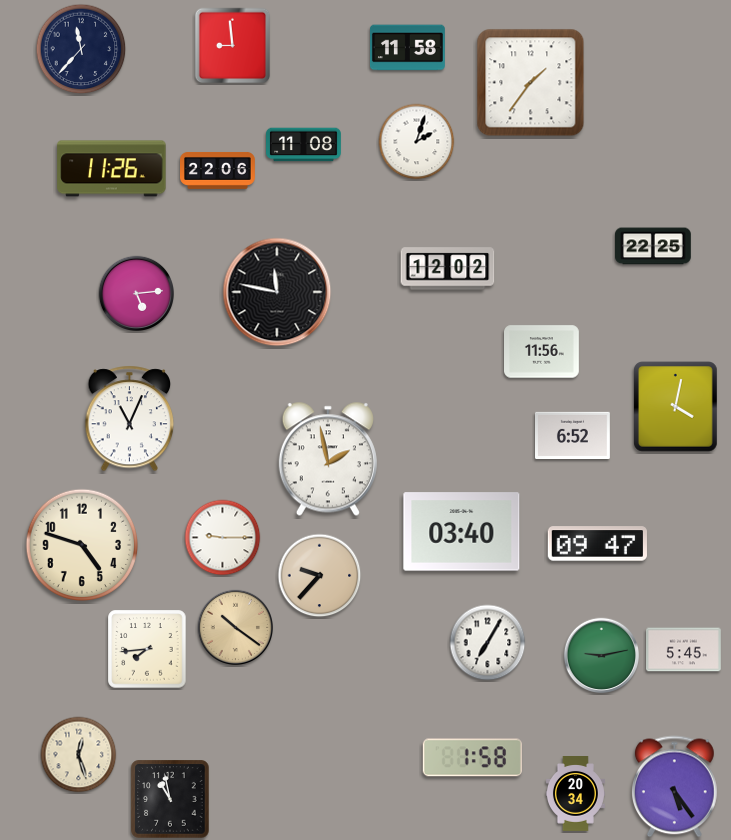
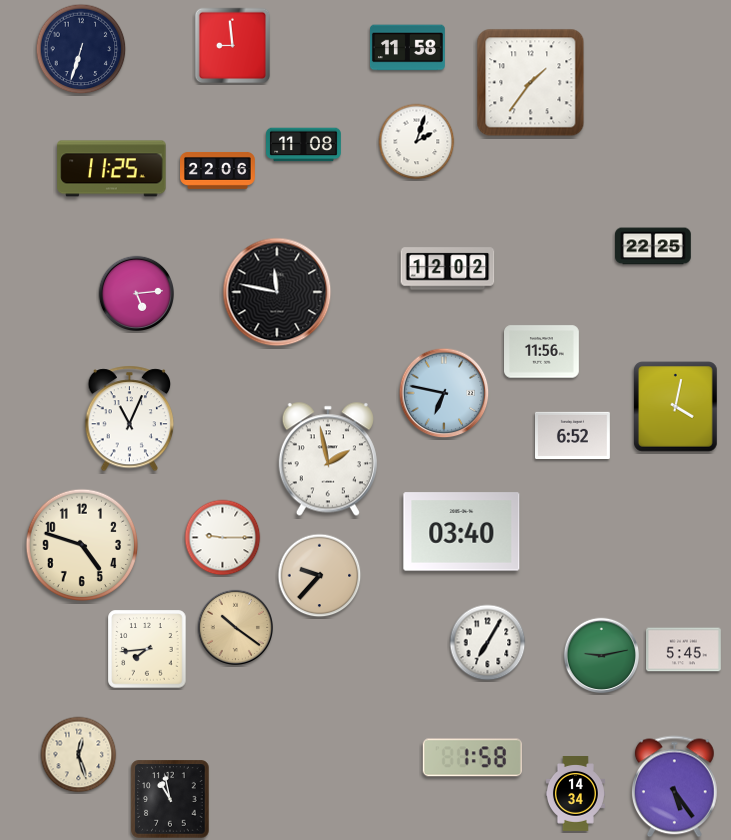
clock at (81, 49): 11:37 -> 6:33
clock at (112, 169): 11:26 -> 11:25
clock at (444, 393): none -> 6:47
clock at (597, 544): 09:47 -> none
clock at (575, 794): 20:34 -> 14:34
